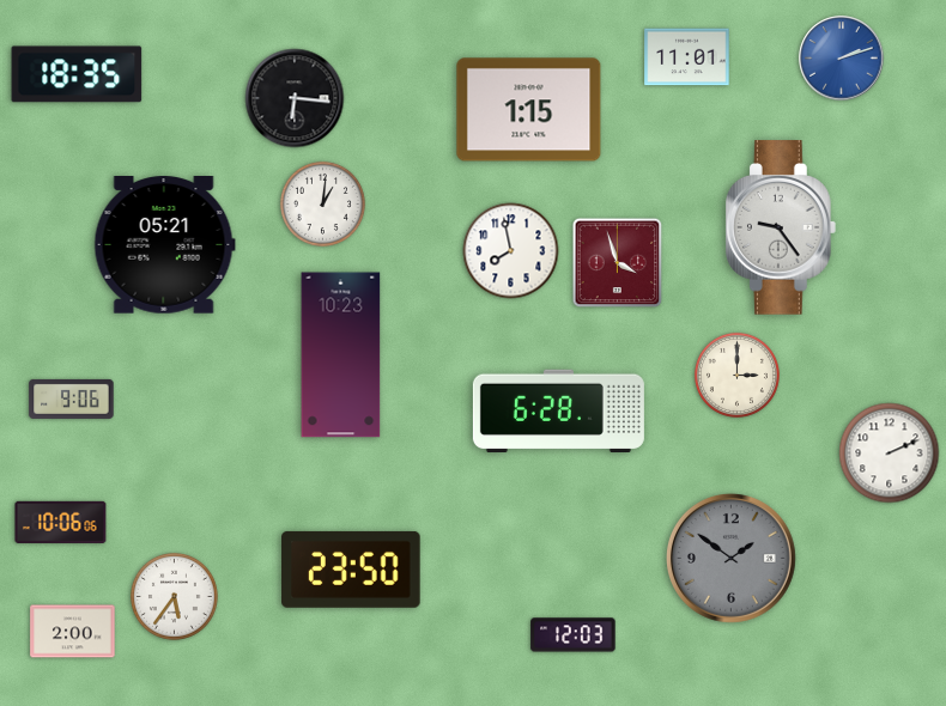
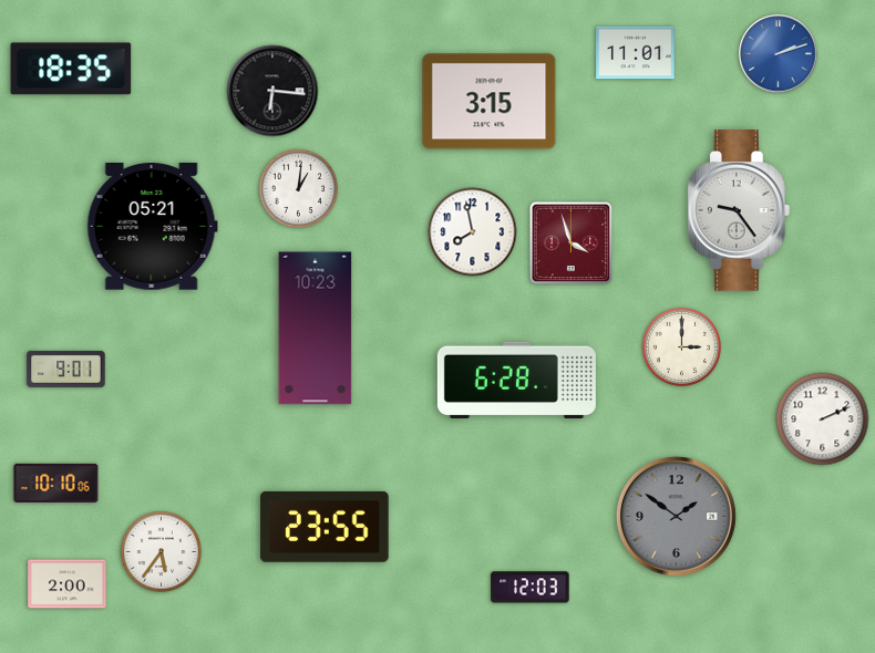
clock at (529, 110): 1:15 -> 3:15
clock at (781, 227) position: (781, 227) -> (739, 210)
clock at (72, 398): 9:06 -> 9:01
clock at (61, 522): 10:06 -> 10:10
clock at (351, 570): 23:50 -> 23:55
